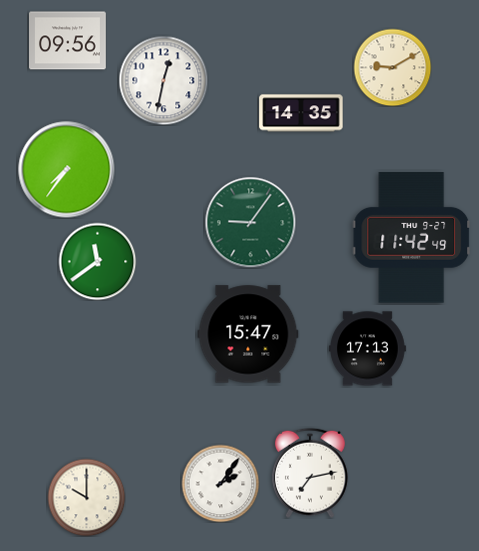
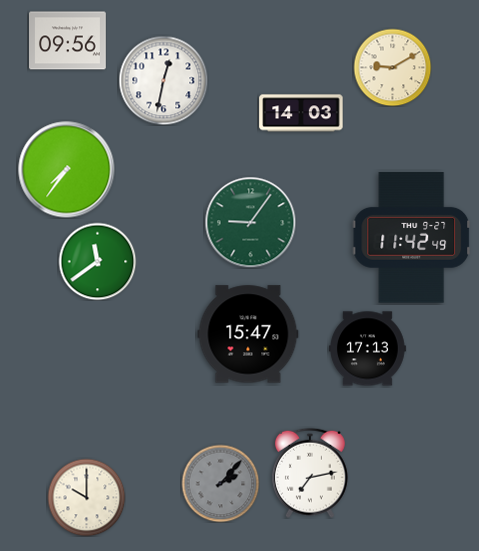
clock at (301, 113): 14:35 -> 14:03
clock at (220, 483): 2:06 -> 2:07
clock at (220, 483) dial: white -> grey
